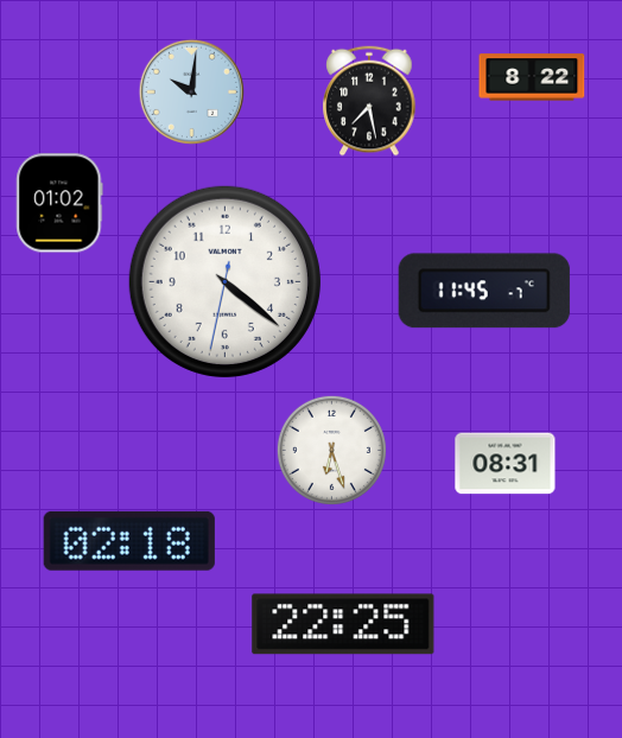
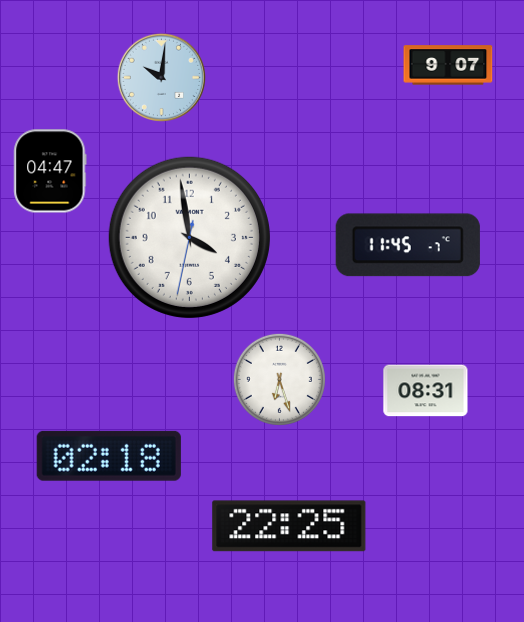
clock at (532, 77): 8:22 -> 9:07
clock at (369, 101): 7:28 -> none
clock at (59, 203): 01:02 -> 04:47
clock at (224, 281): 4:21 -> 3:58
